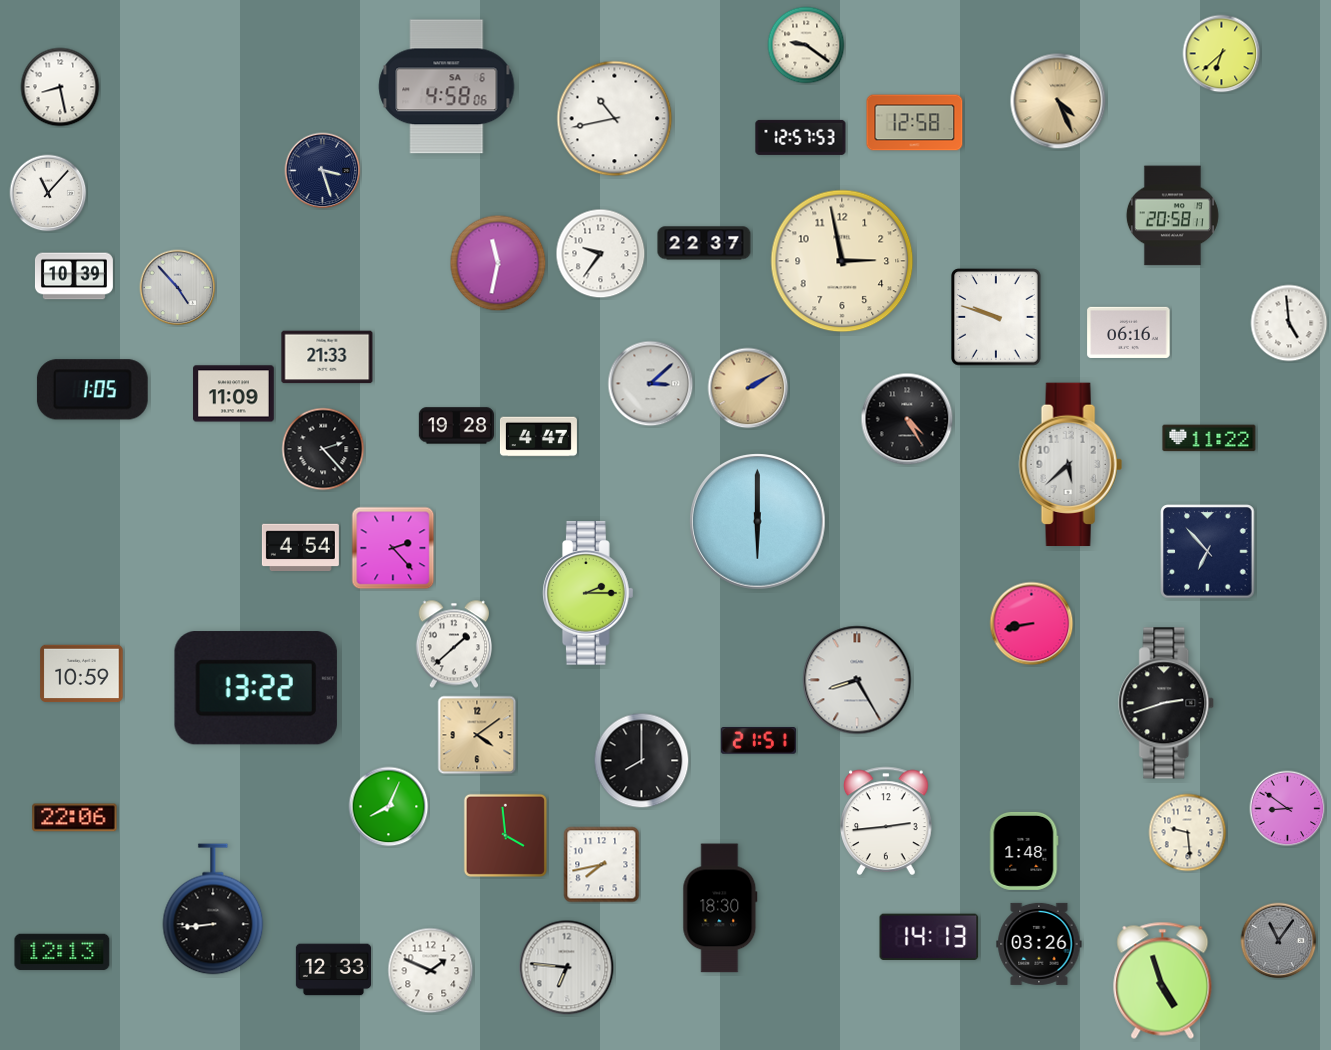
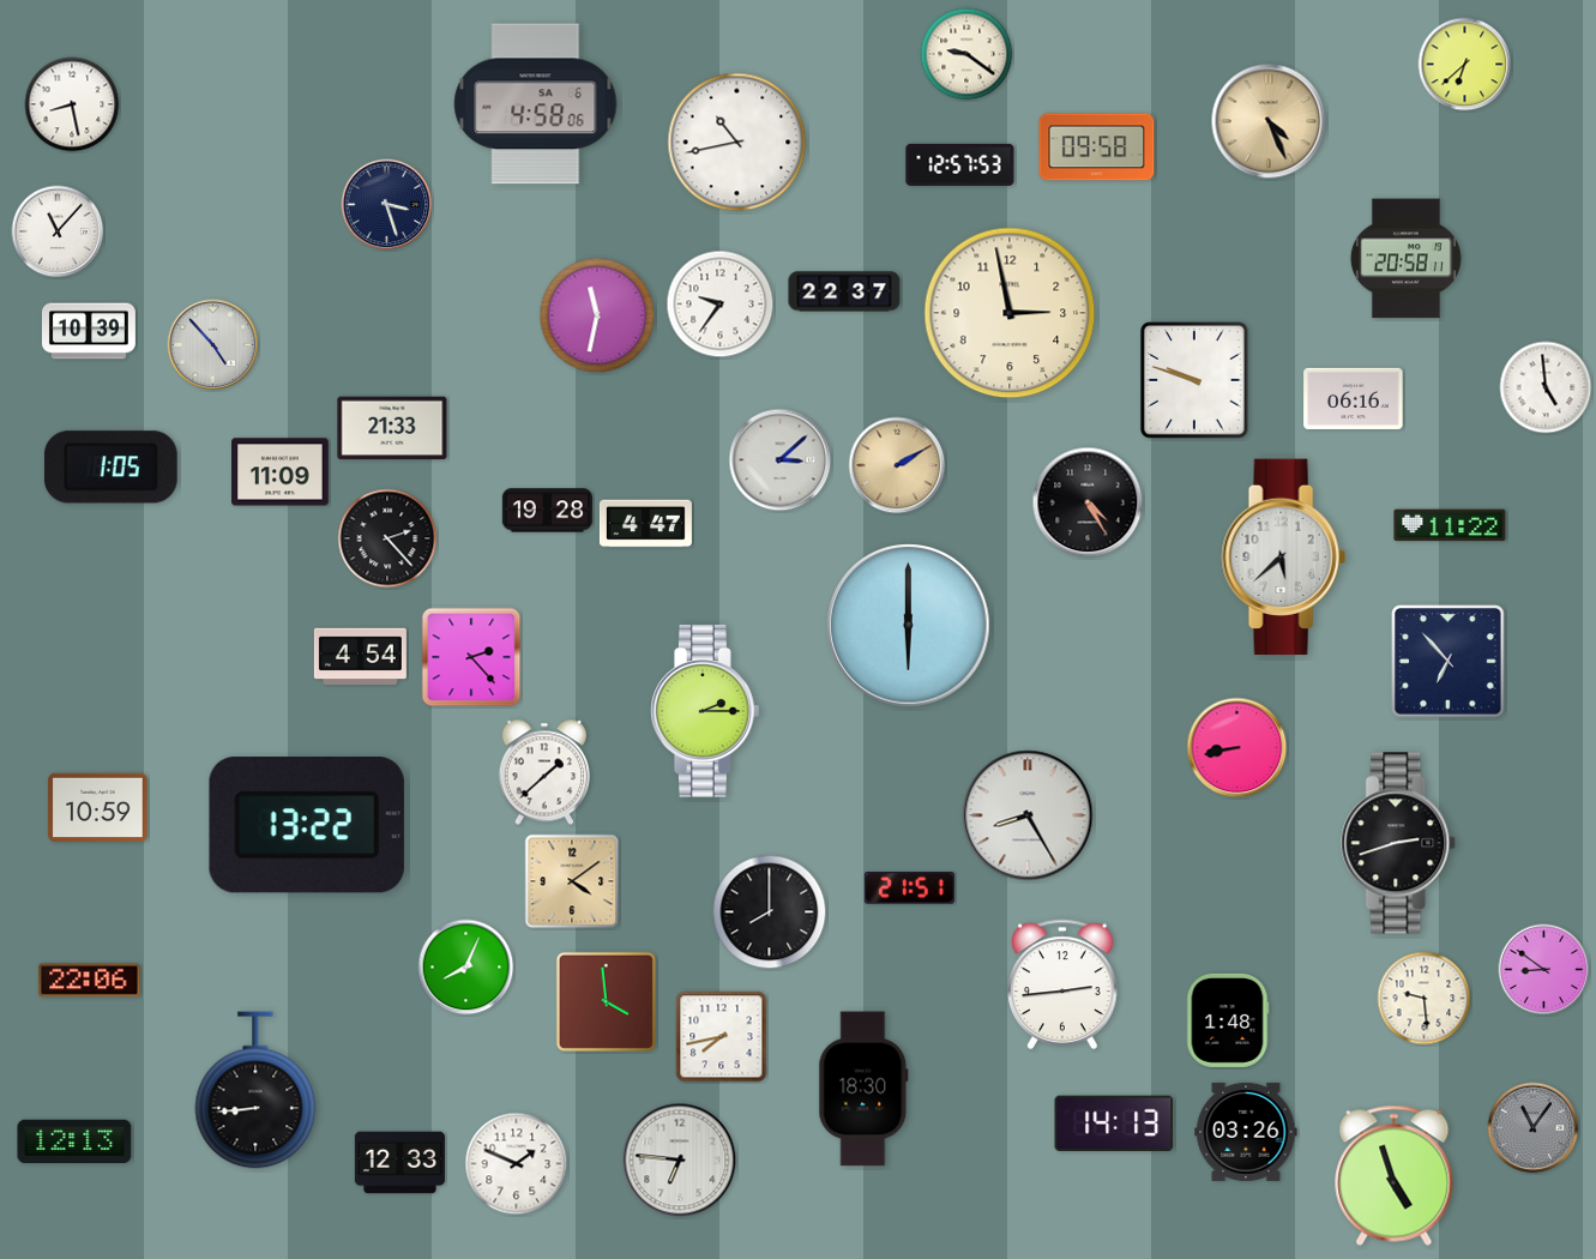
clock at (915, 123): 12:58 -> 09:58
